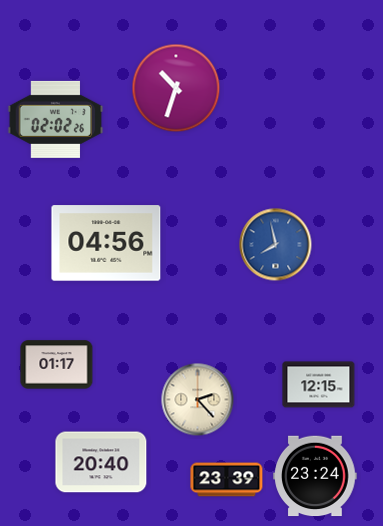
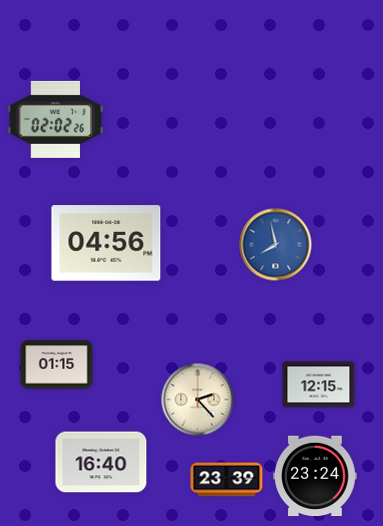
clock at (176, 88): 10:33 -> none
clock at (57, 365): 01:17 -> 01:15
clock at (101, 462): 20:40 -> 16:40
